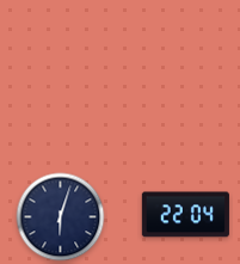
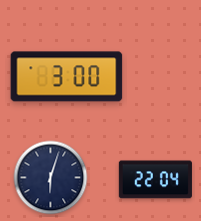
clock at (67, 77): none -> 3:00
clock at (61, 217) position: (61, 217) -> (51, 178)
